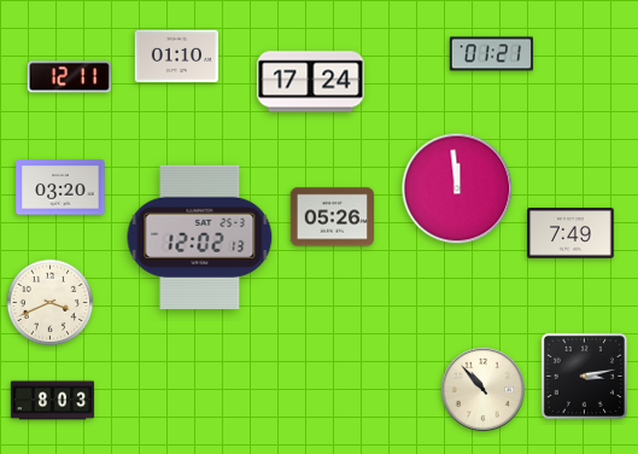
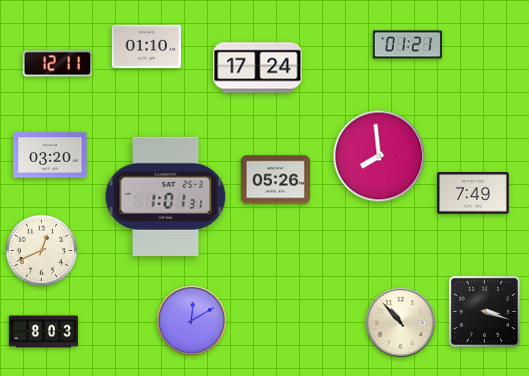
clock at (457, 188): 11:59 -> 7:59
clock at (200, 237): 12:02 -> 1:01
clock at (51, 303): 3:41 -> 12:41
clock at (584, 376): 3:13 -> 3:18
clock at (191, 320): none -> 12:10
